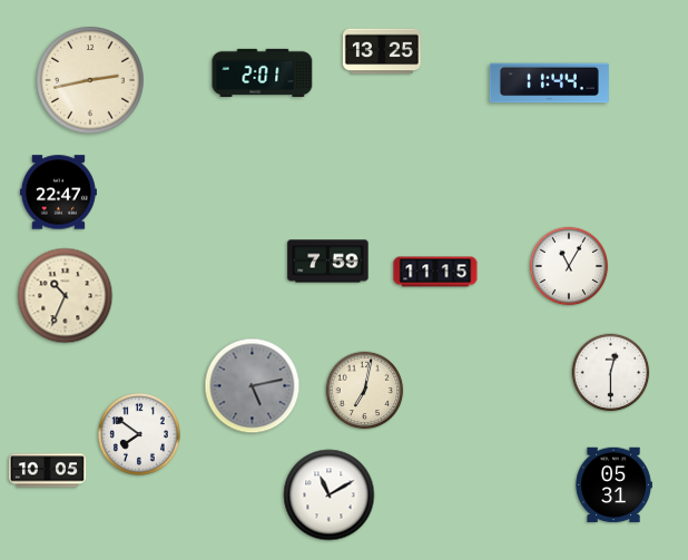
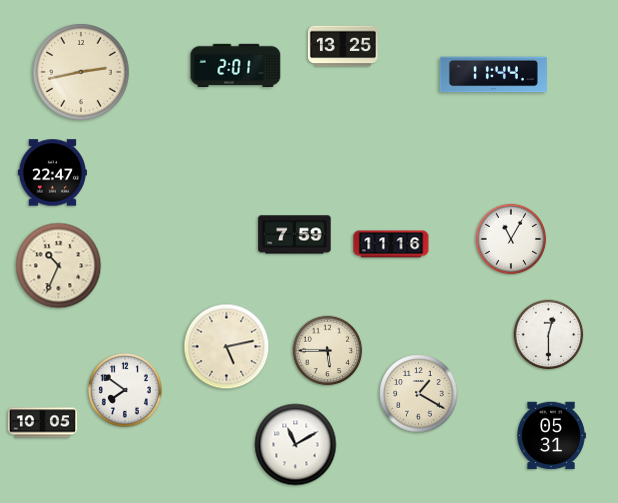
clock at (435, 272): 11:15 -> 11:16
clock at (253, 386) dial: grey -> cream
clock at (365, 391): 7:02 -> 5:45
clock at (419, 394): none -> 1:20
